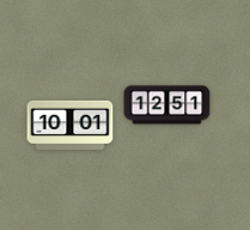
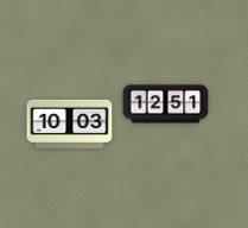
clock at (71, 125): 10:01 -> 10:03
